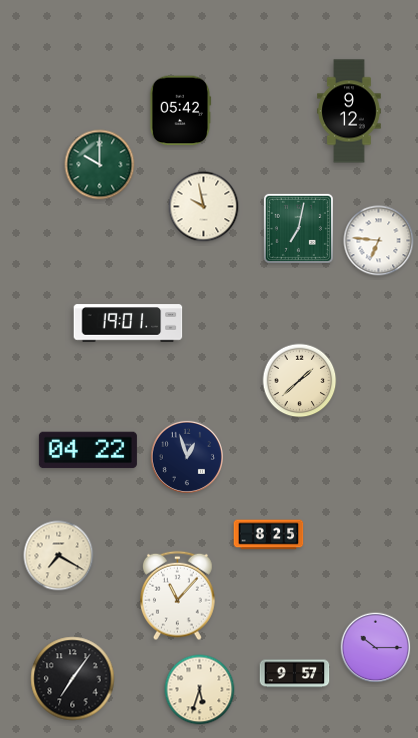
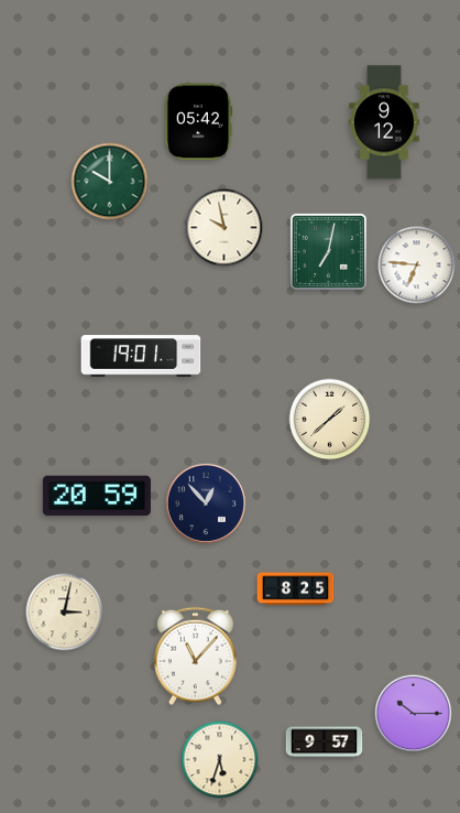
clock at (88, 450): 04:22 -> 20:59
clock at (187, 457): 12:57 -> 12:53
clock at (59, 556): 7:20 -> 3:02
clock at (73, 679): 7:06 -> none
